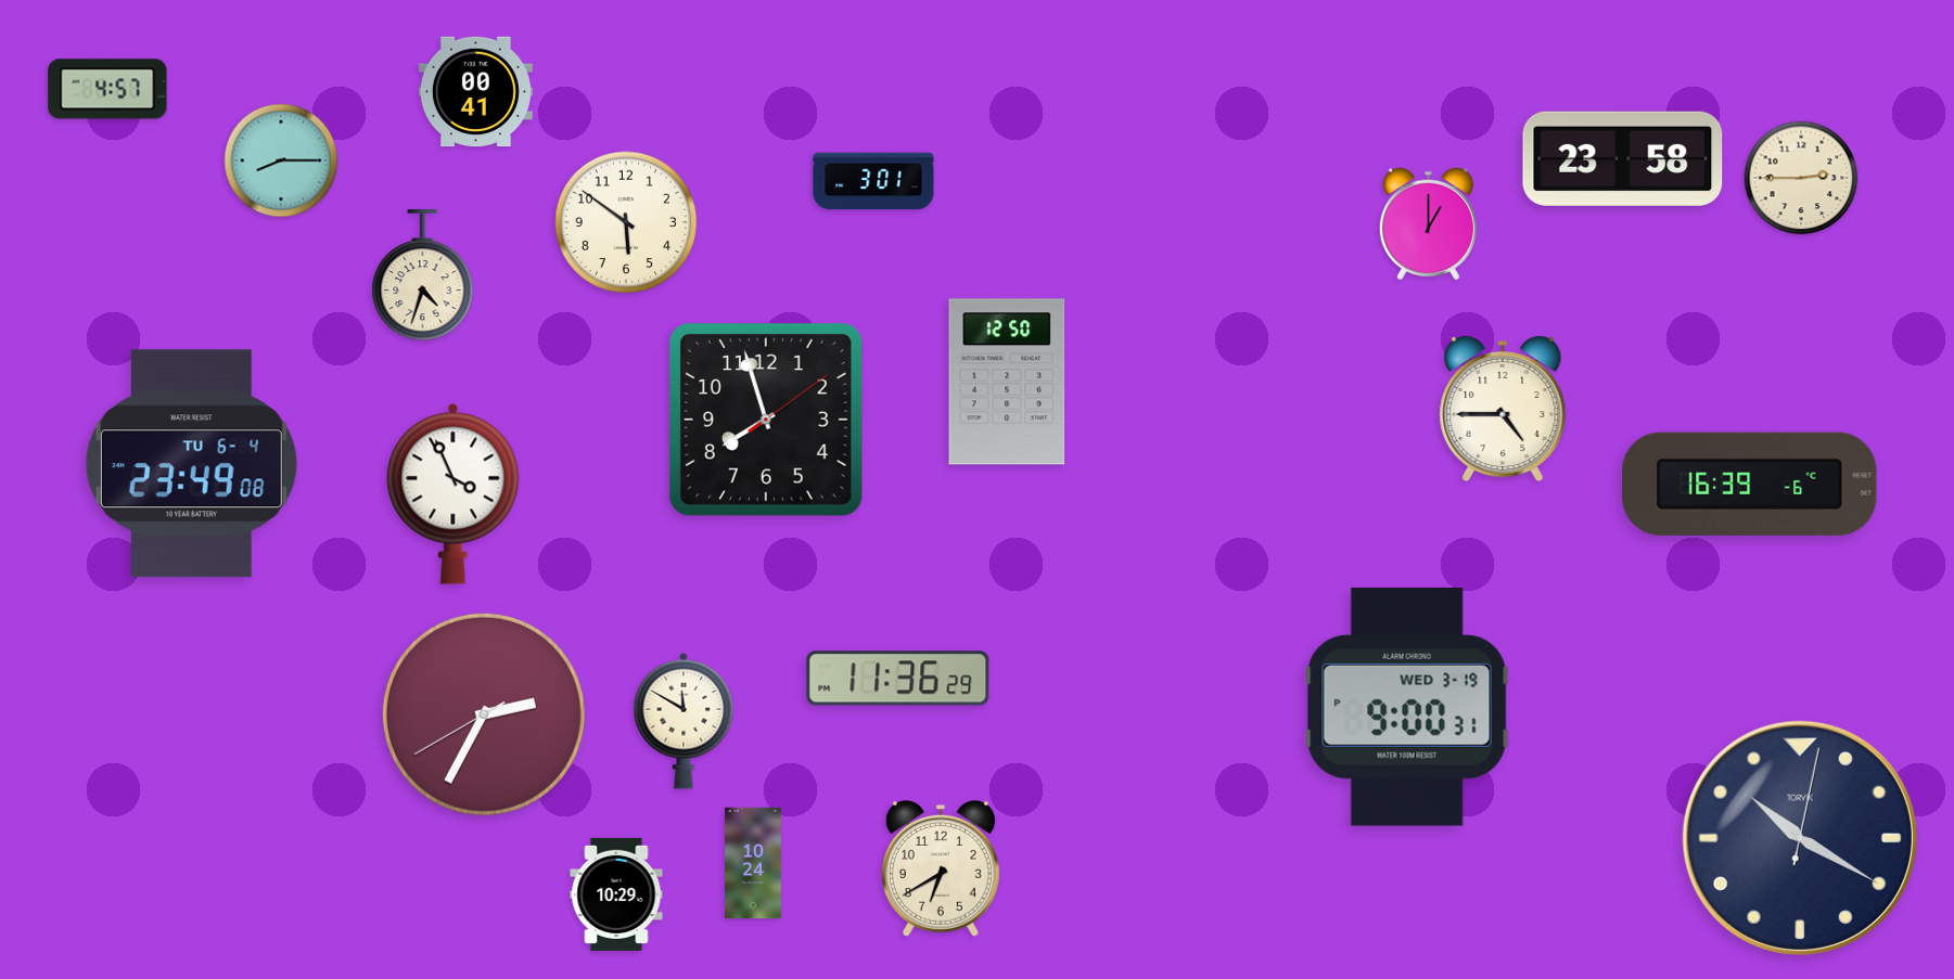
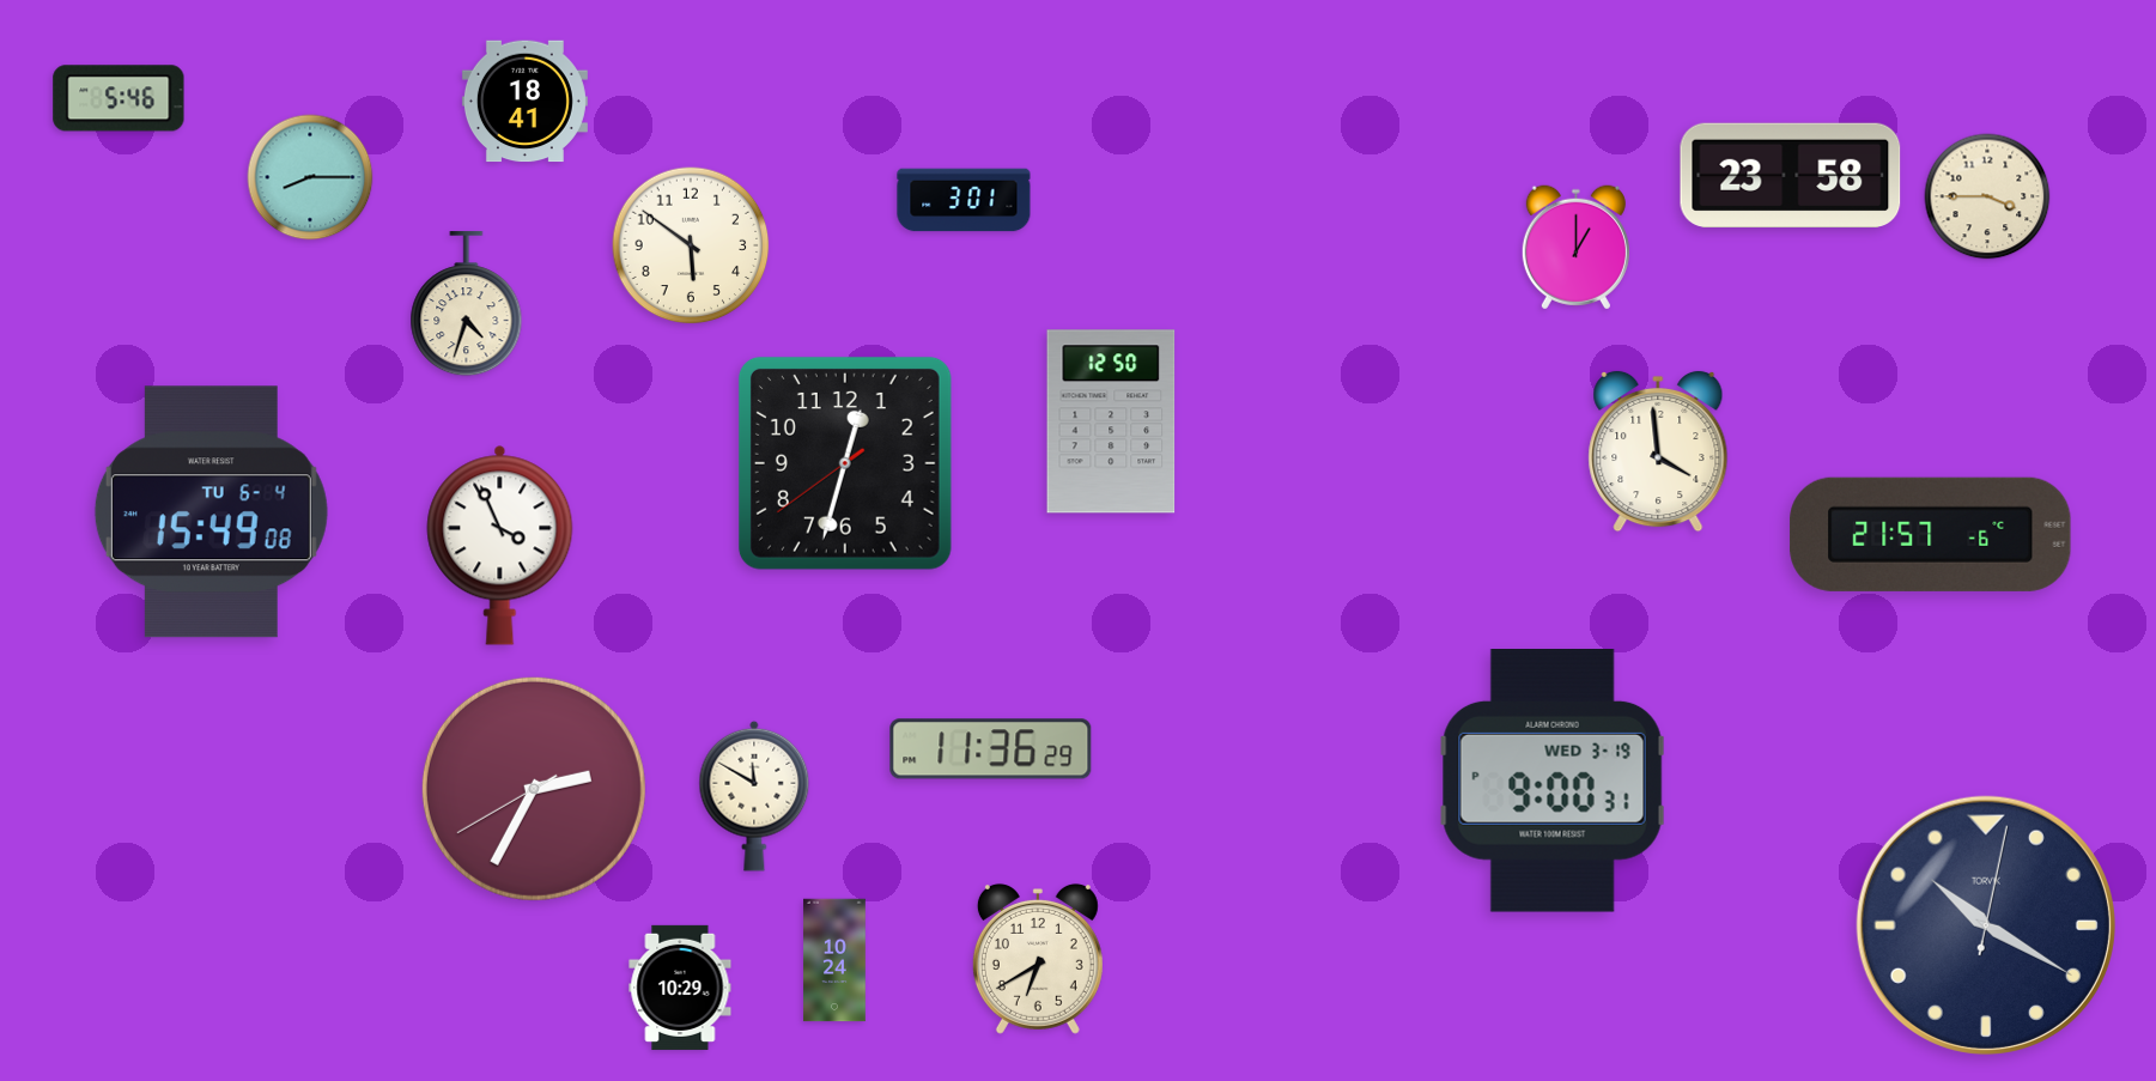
clock at (107, 89): 4:57 -> 5:46
clock at (475, 92): 00:41 -> 18:41
clock at (1801, 178): 2:45 -> 3:45
clock at (1503, 409): 4:45 -> 3:59
clock at (766, 420): 7:57 -> 12:32
clock at (191, 464): 23:49 -> 15:49
clock at (1750, 484): 16:39 -> 21:57
clock at (753, 863) position: (753, 863) -> (834, 960)
